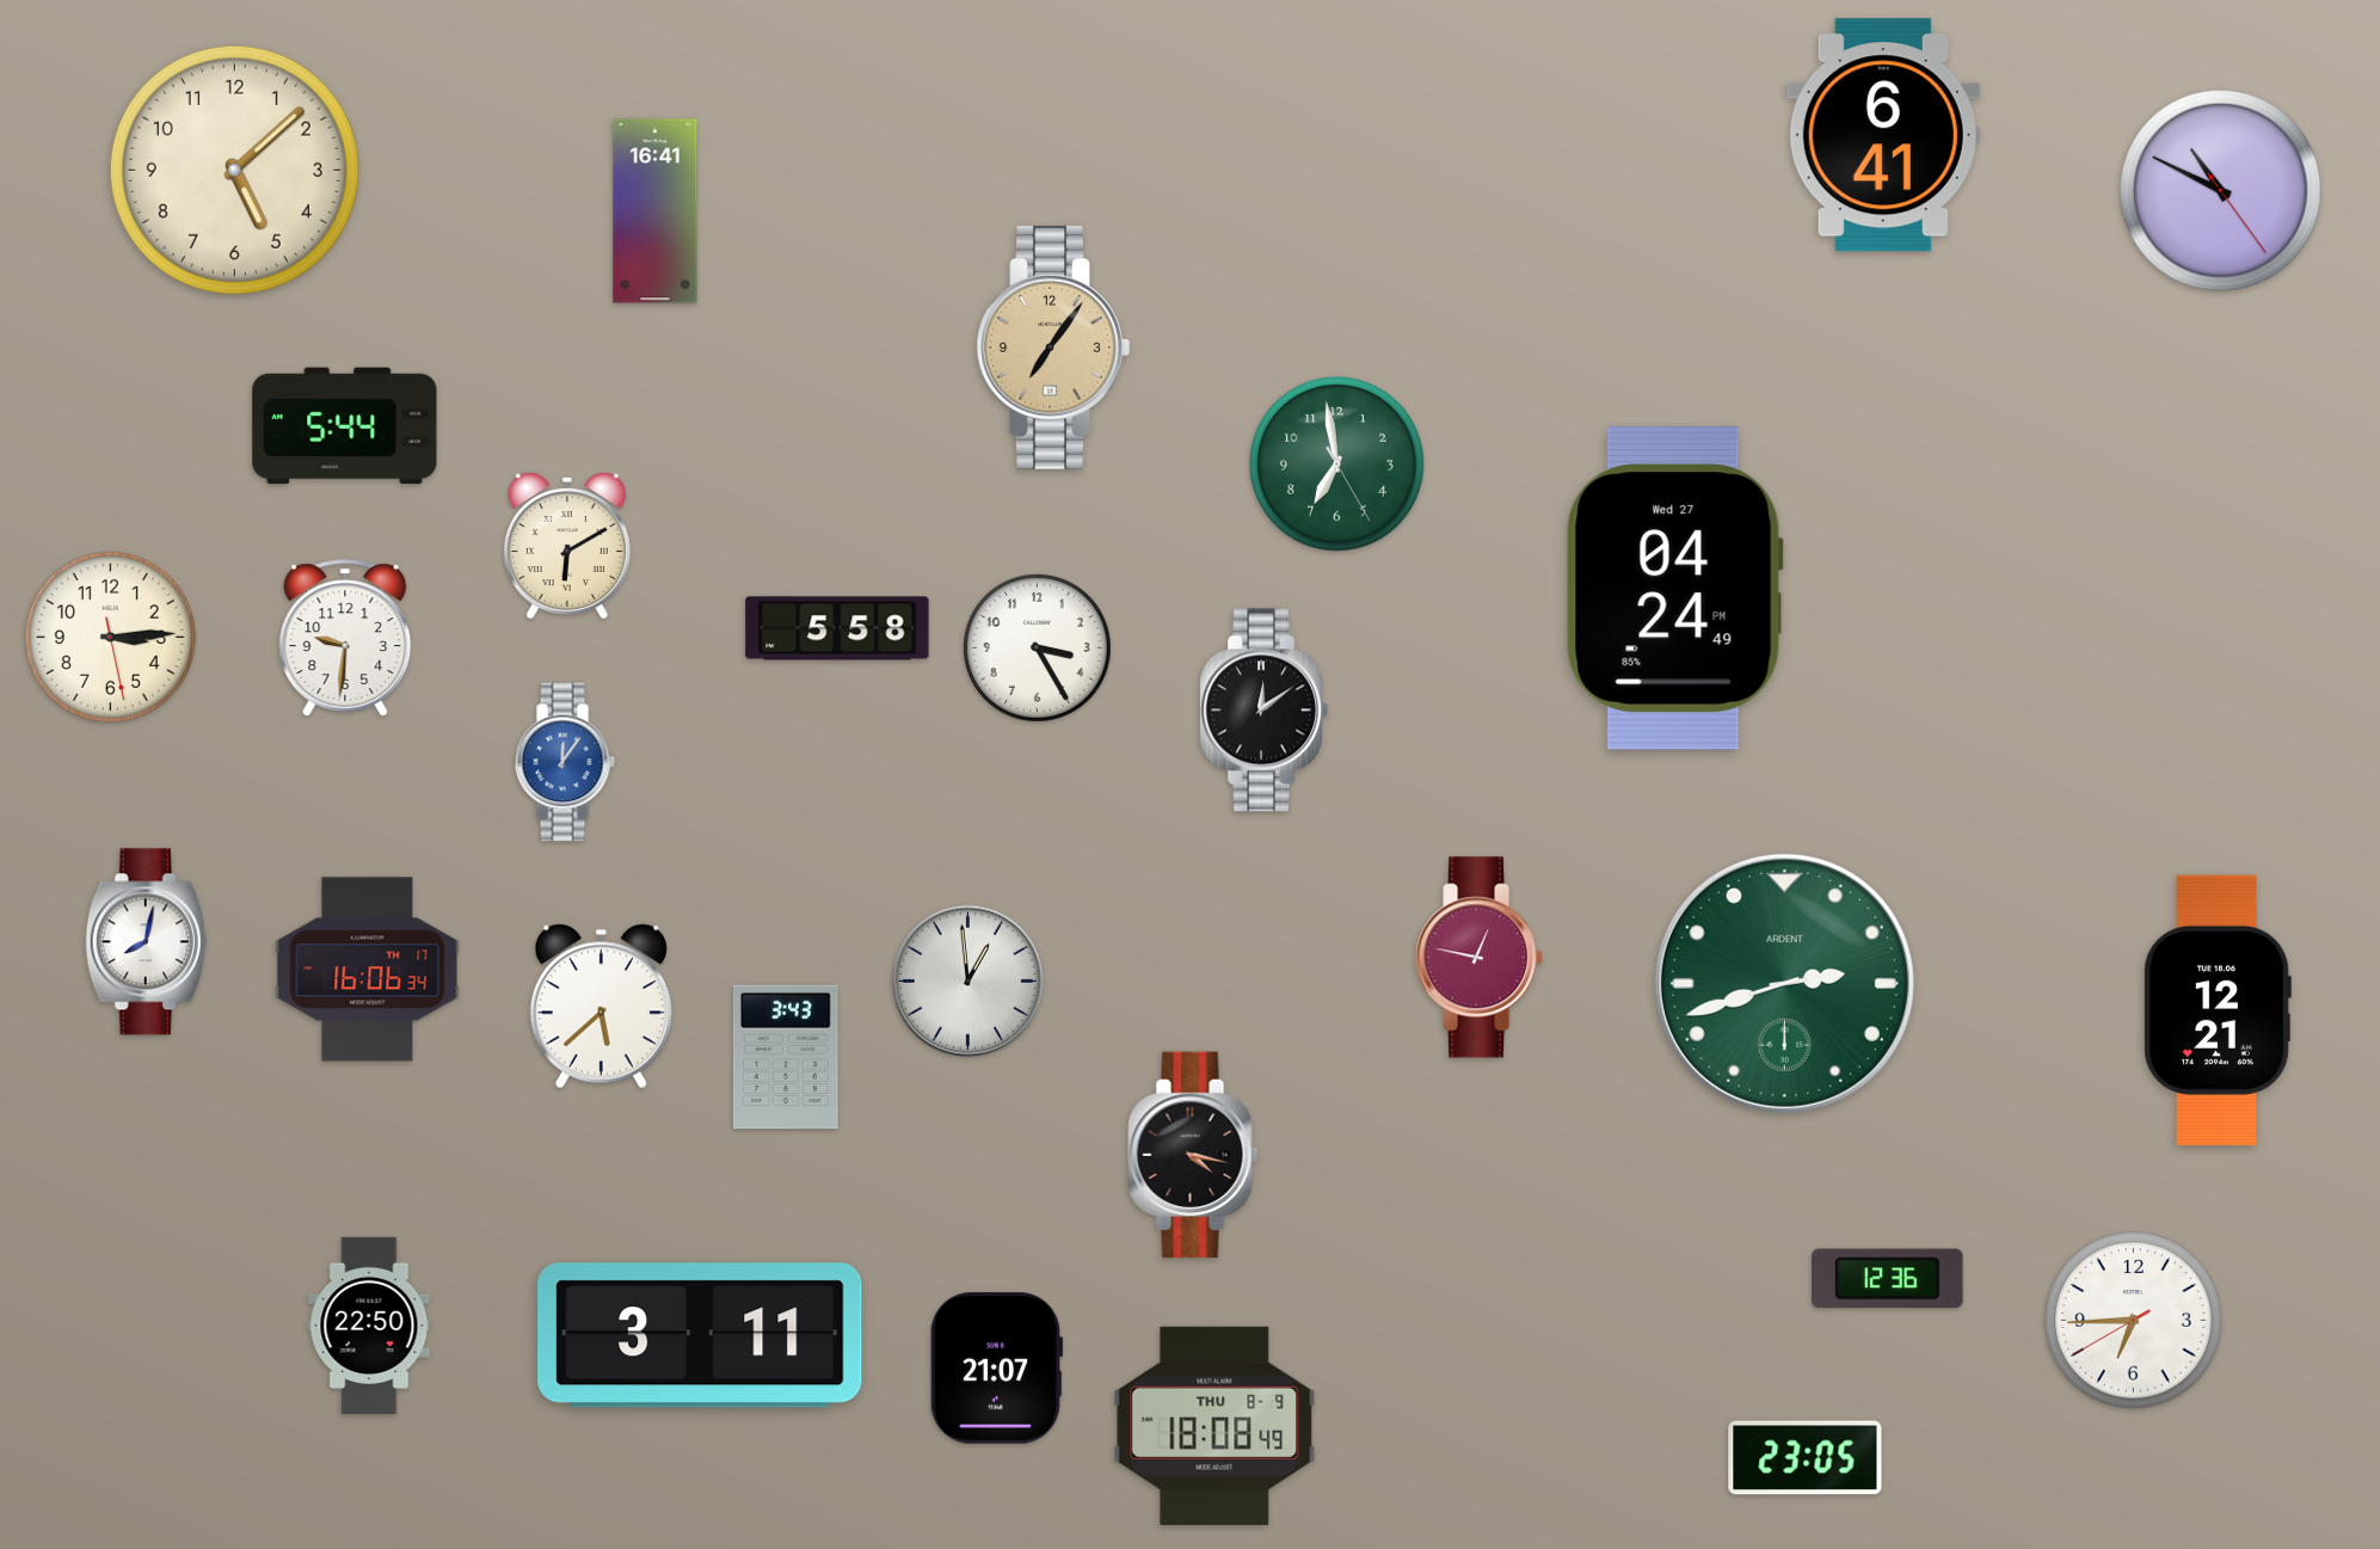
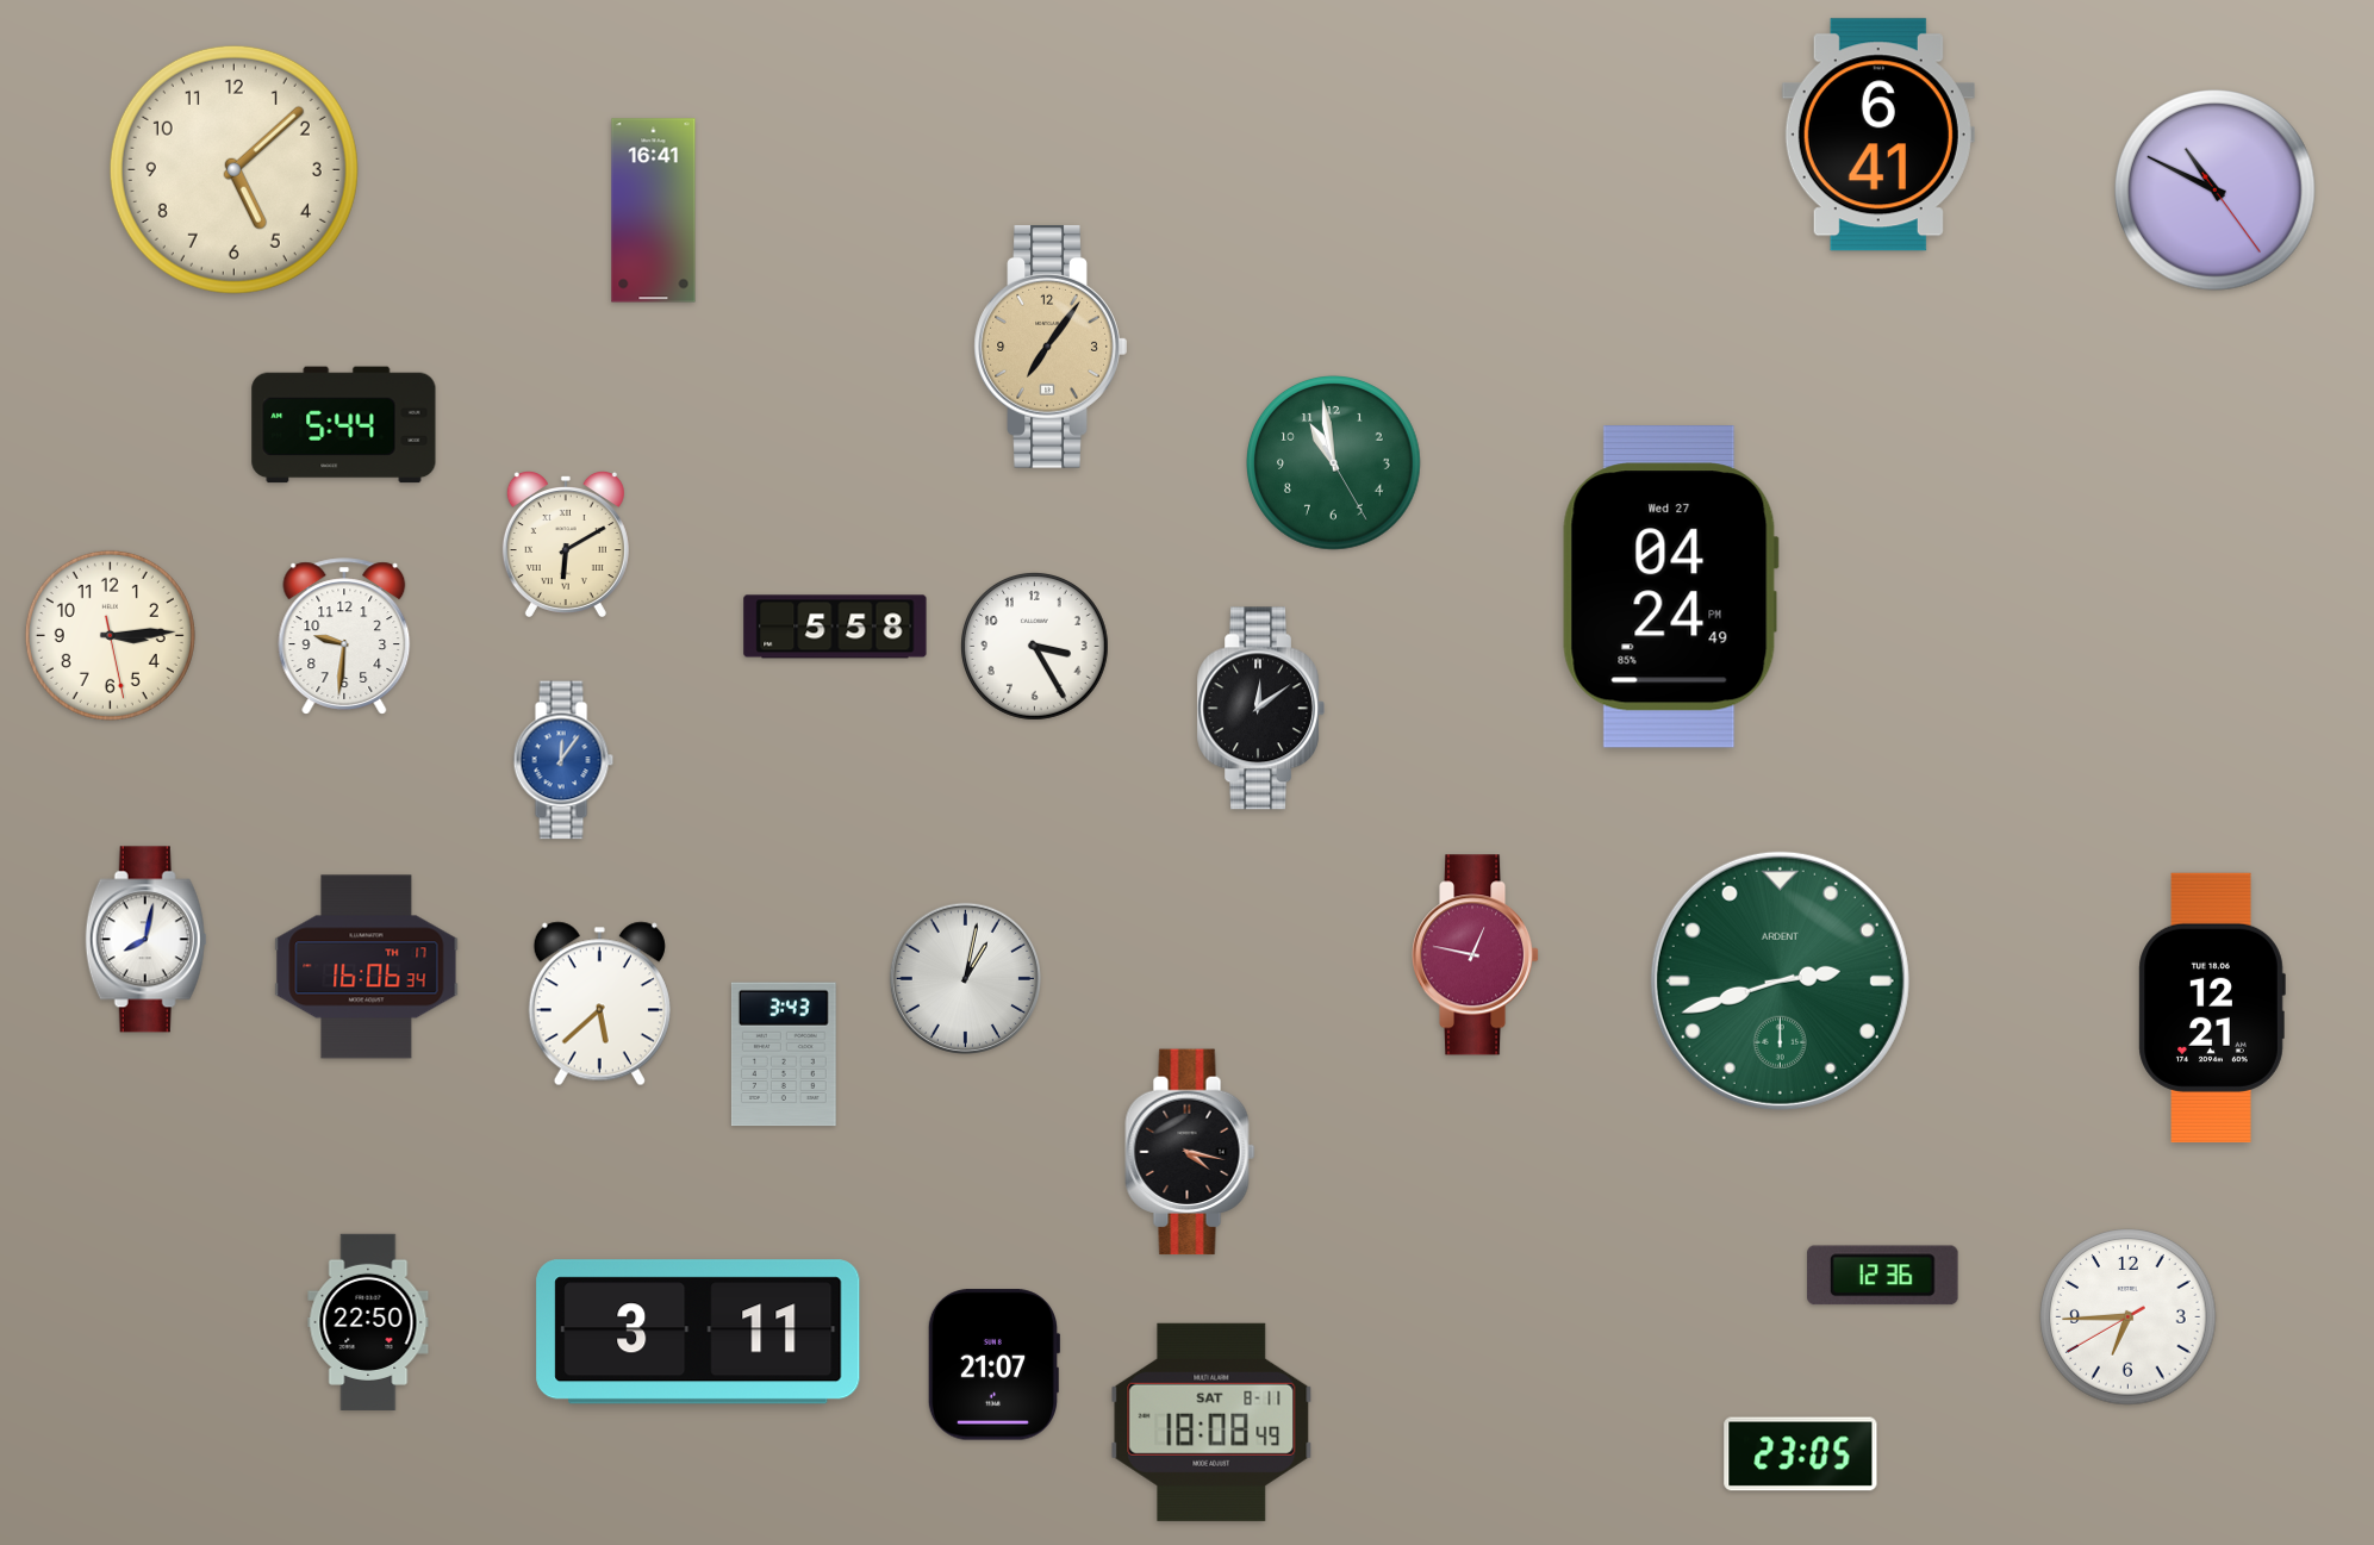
clock at (1337, 465): 6:58 -> 10:58
clock at (967, 981): 12:59 -> 1:02
clock at (1214, 1426) date: THU 8-9 -> SAT 8-11
